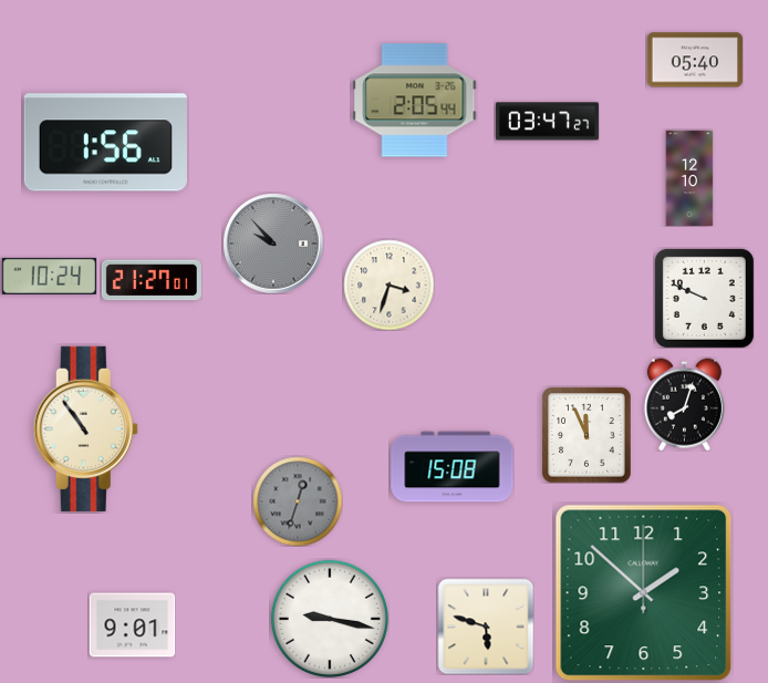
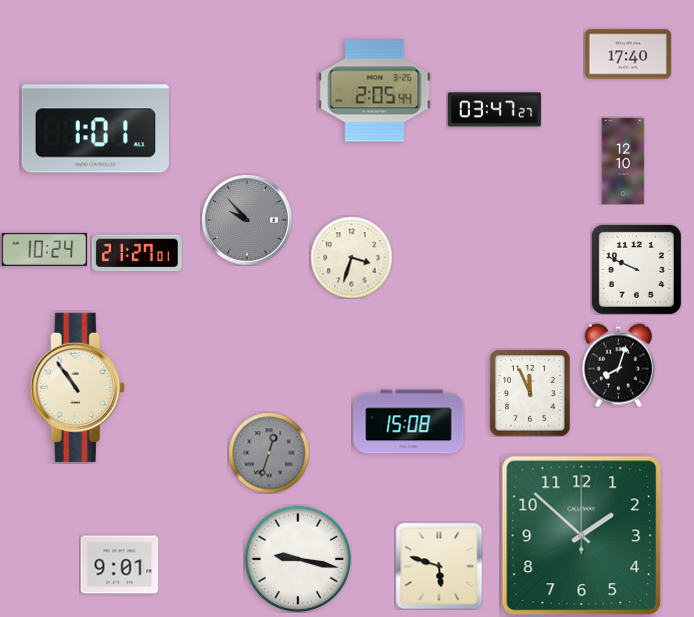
clock at (695, 60): 05:40 -> 17:40
clock at (105, 143): 1:56 -> 1:01
